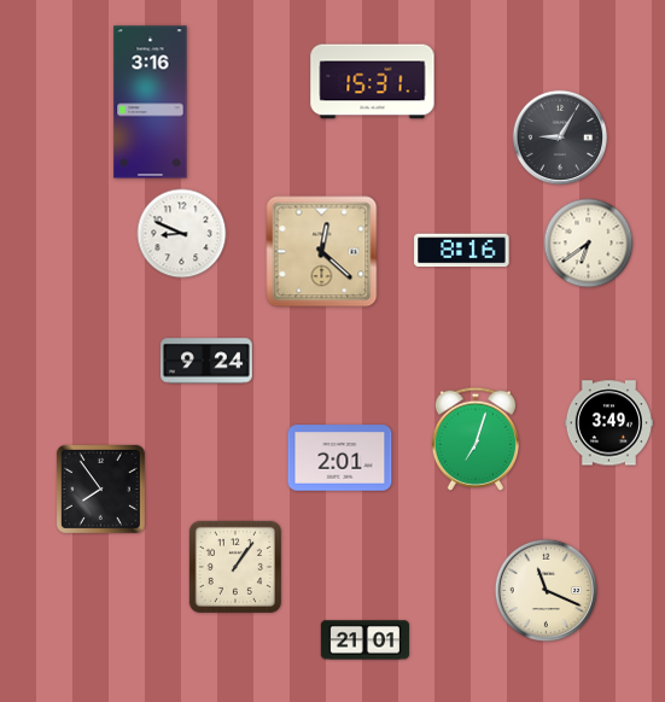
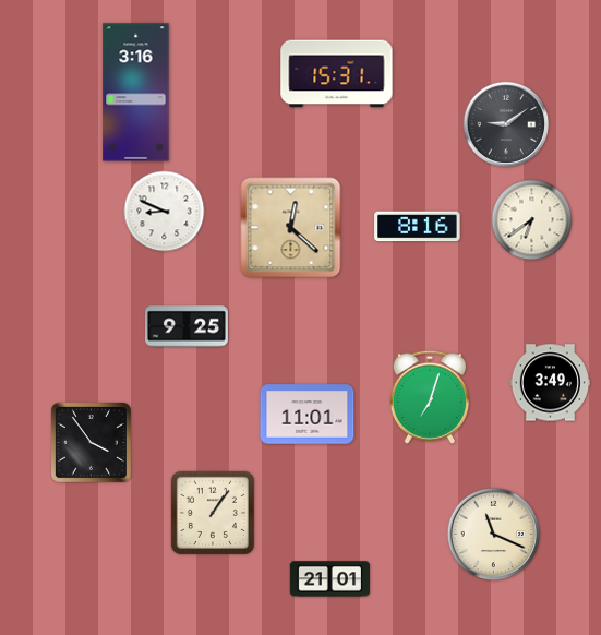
clock at (560, 138): 9:05 -> 9:09
clock at (206, 361): 9:24 -> 9:25
clock at (340, 458): 2:01 -> 11:01
clock at (100, 489): 7:54 -> 3:54
